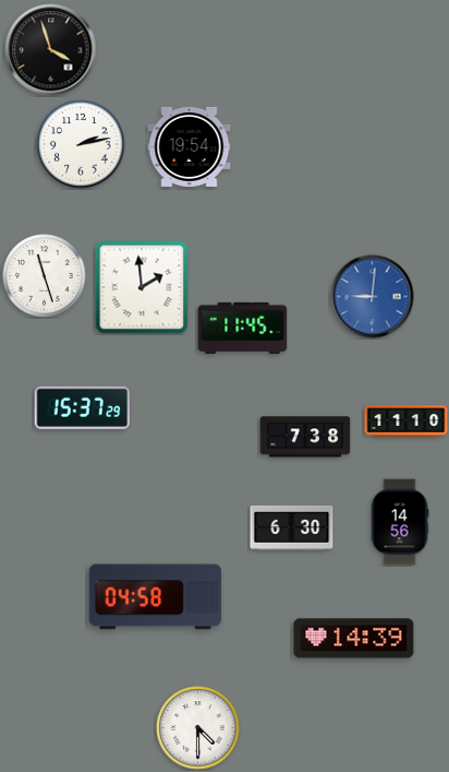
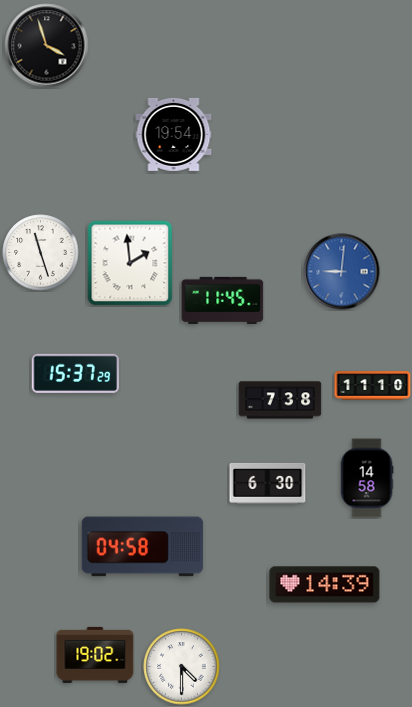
clock at (81, 144): 2:13 -> none
clock at (400, 522): 14:56 -> 14:58
clock at (95, 655): none -> 19:02
